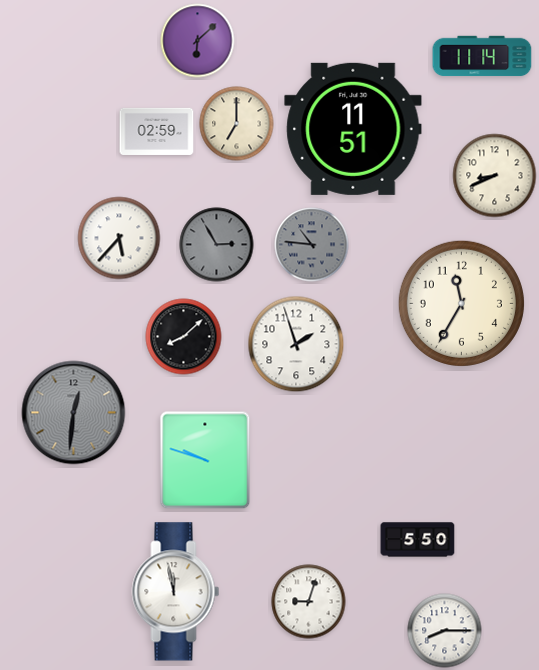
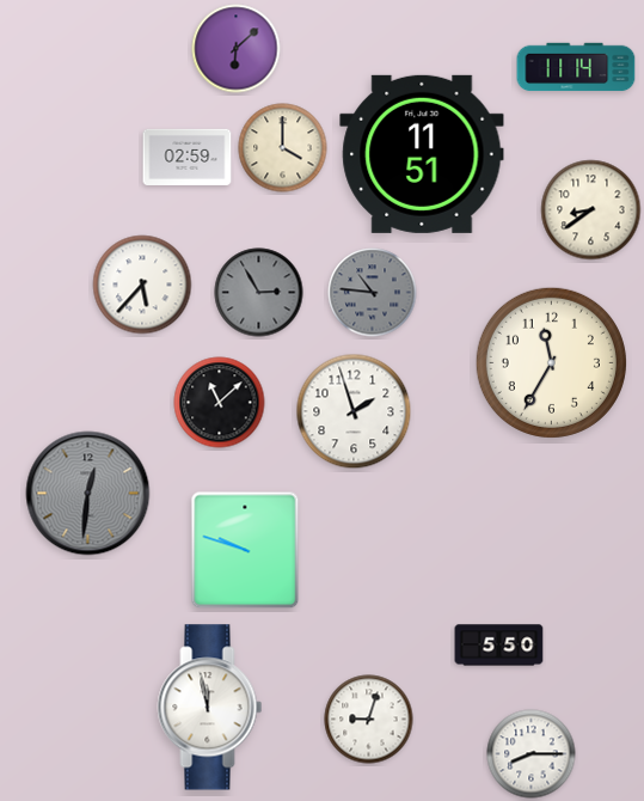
clock at (237, 124): 7:00 -> 4:00
clock at (495, 176): 8:41 -> 8:39
clock at (184, 337): 8:08 -> 11:08
